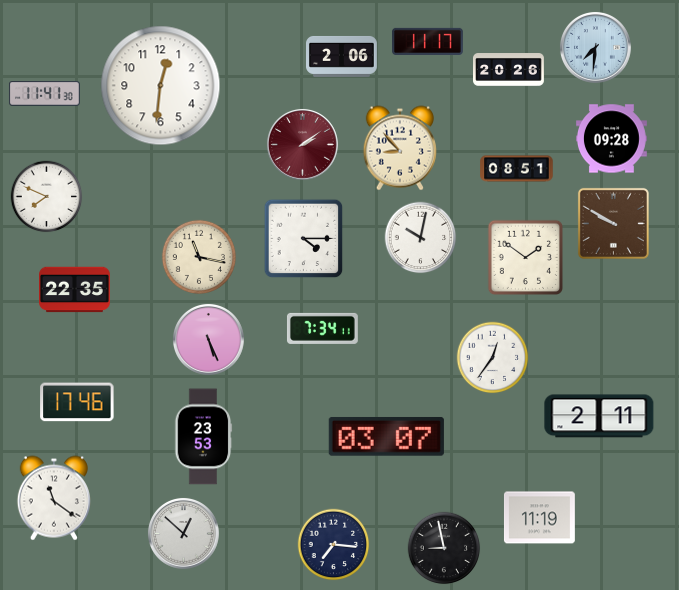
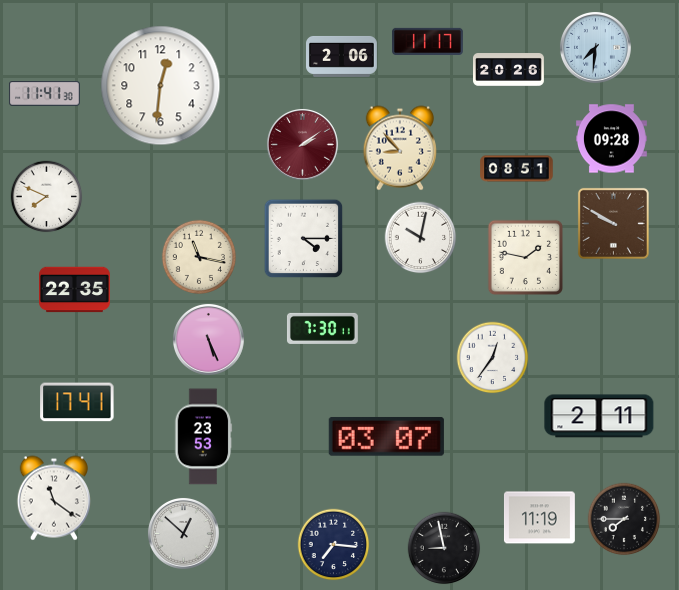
clock at (525, 257): 1:51 -> 1:47
clock at (322, 328): 7:34 -> 7:30
clock at (77, 402): 17:46 -> 17:41
clock at (624, 519): none -> 7:45
